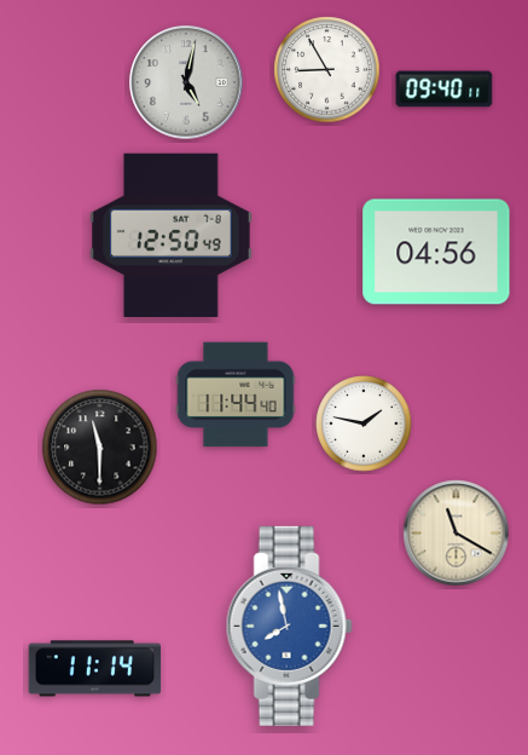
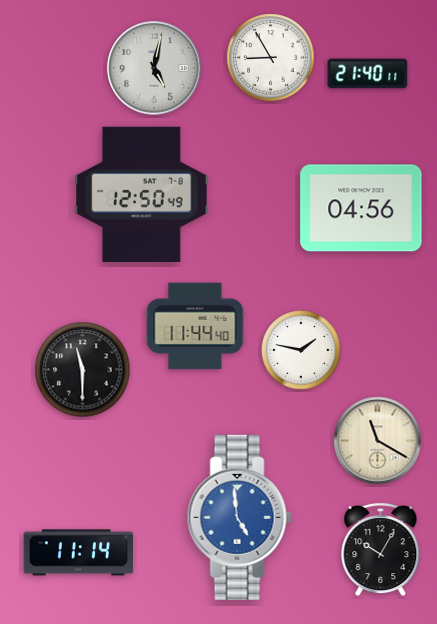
clock at (445, 90): 09:40 -> 21:40
clock at (289, 626): 7:58 -> 4:59
clock at (381, 550): none -> 10:05
